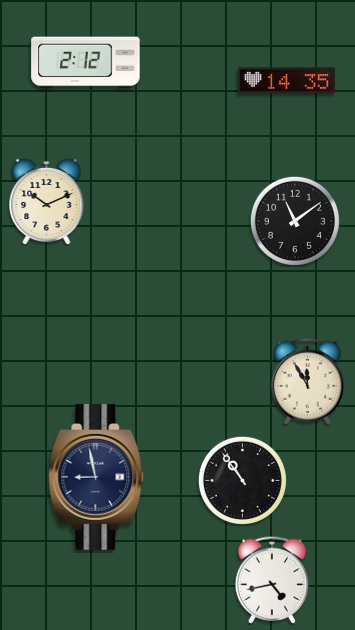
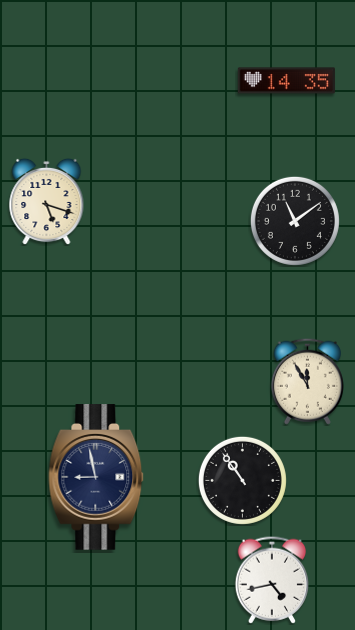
clock at (86, 63): 2:12 -> none
clock at (47, 201): 10:11 -> 5:18
